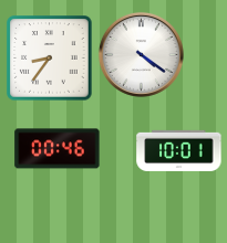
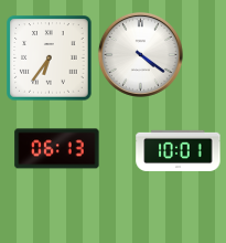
clock at (50, 59): 8:36 -> 6:36
clock at (58, 149): 00:46 -> 06:13
